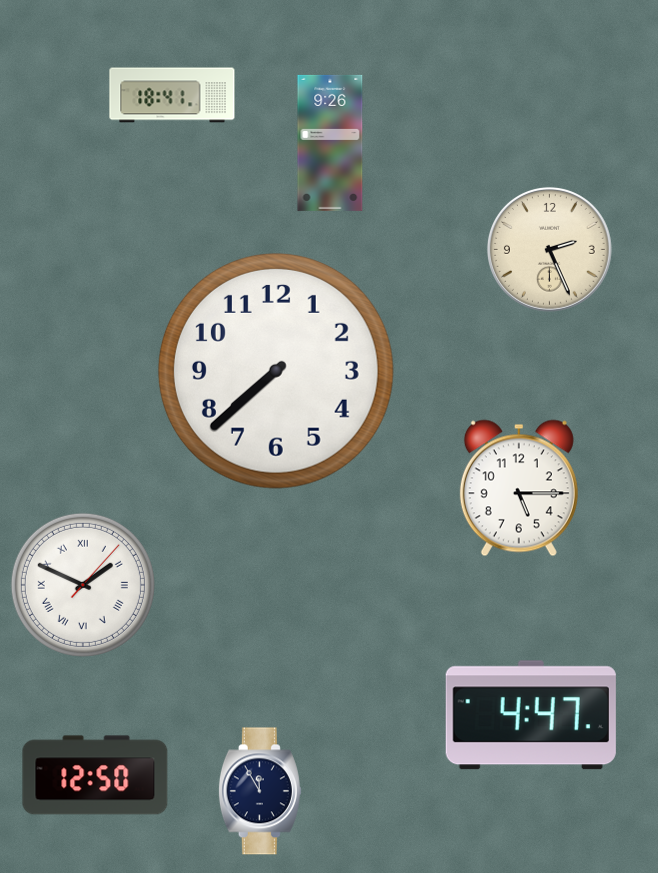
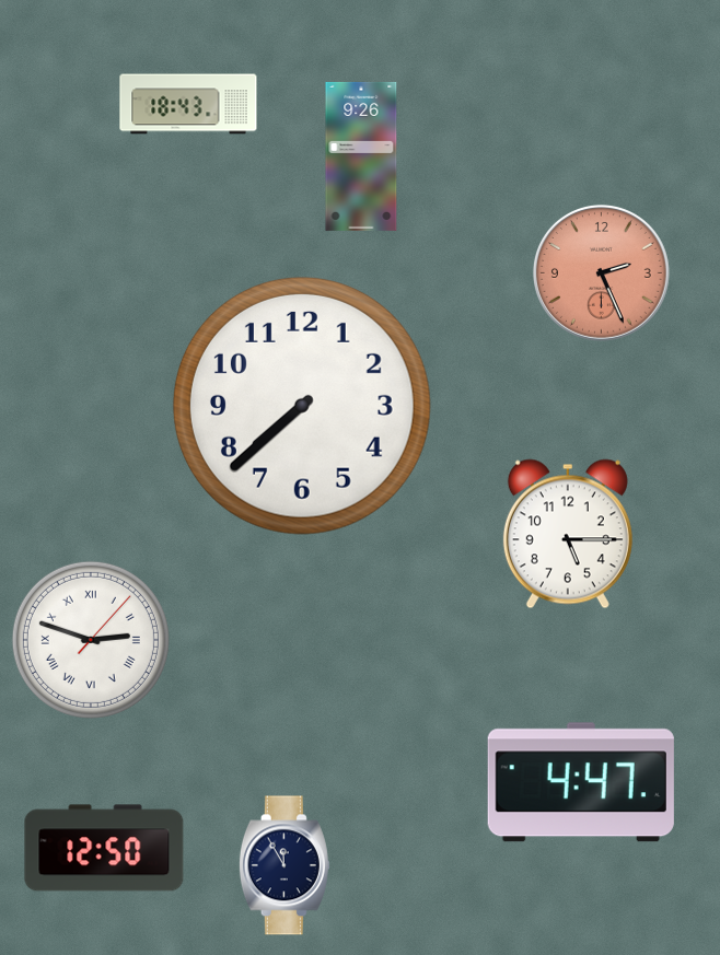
clock at (172, 95): 18:41 -> 18:43
clock at (549, 249) dial: cream -> salmon
clock at (83, 585): 1:49 -> 2:48
